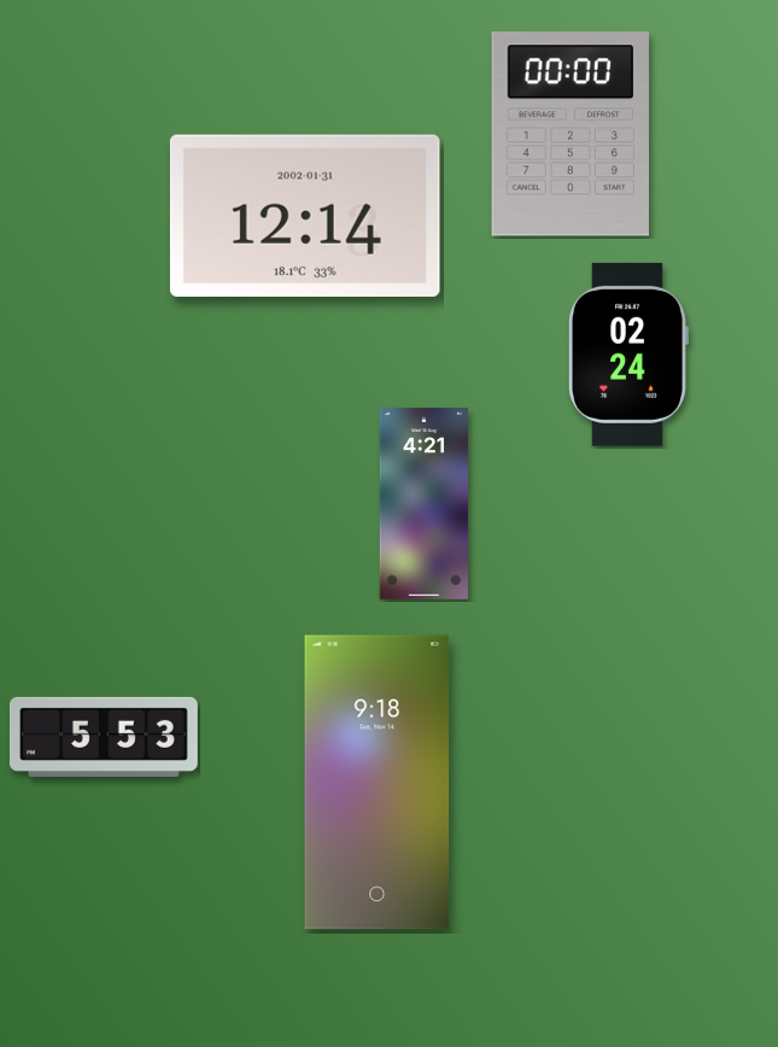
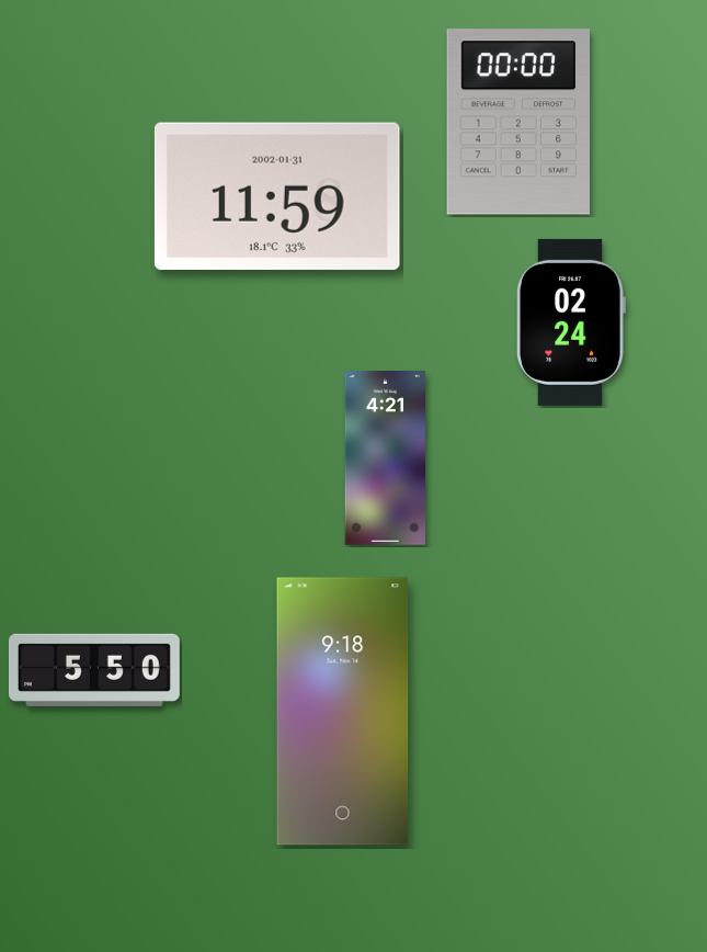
clock at (305, 216): 12:14 -> 11:59
clock at (104, 737): 5:53 -> 5:50
